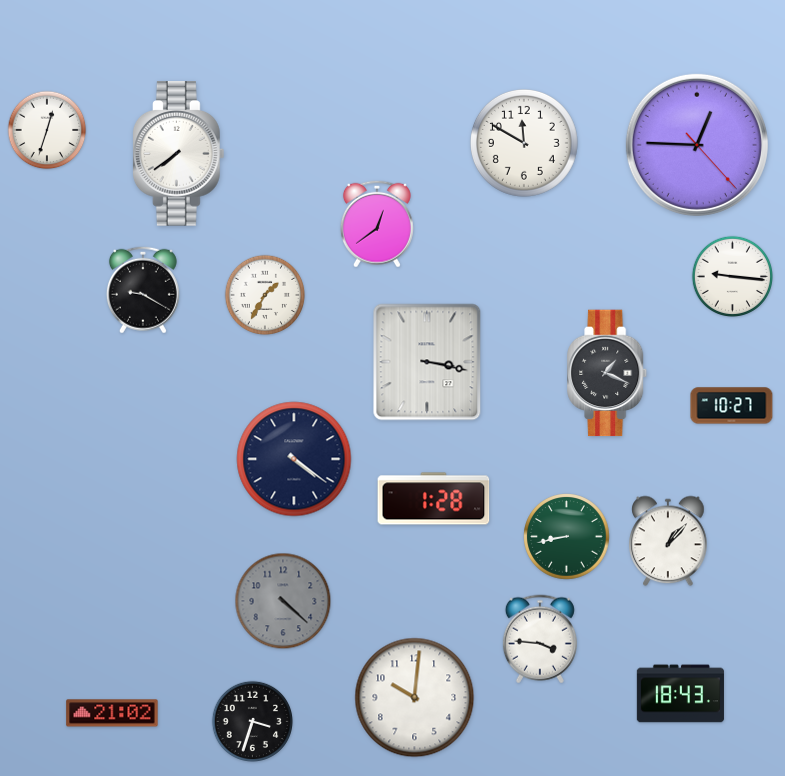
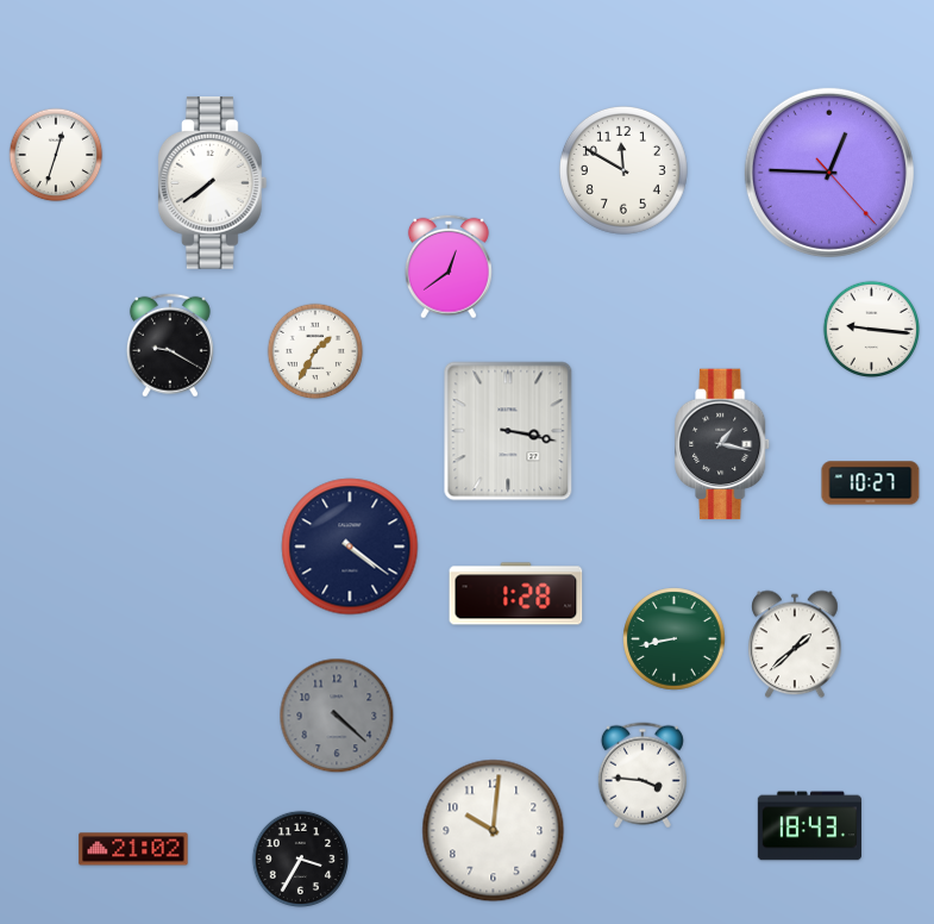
clock at (608, 373): 1:19 -> 1:17
clock at (668, 541): 1:07 -> 1:38
clock at (540, 639) position: (540, 639) -> (642, 775)
clock at (252, 721): 3:33 -> 3:35
